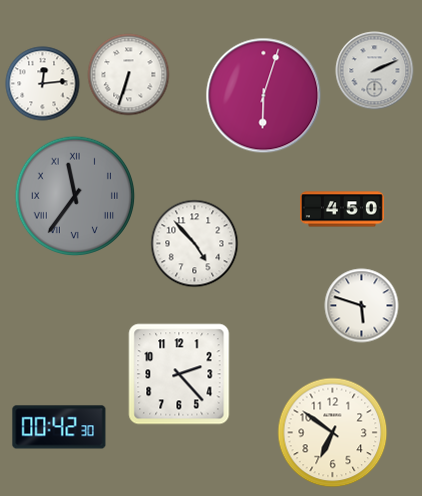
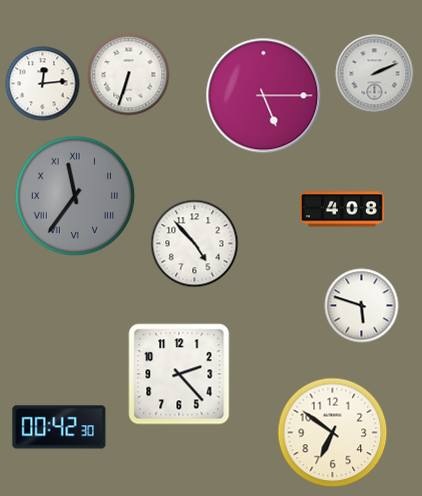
clock at (375, 71) position: (375, 71) -> (375, 74)
clock at (264, 96): 6:03 -> 5:15
clock at (343, 209): 4:50 -> 4:08
